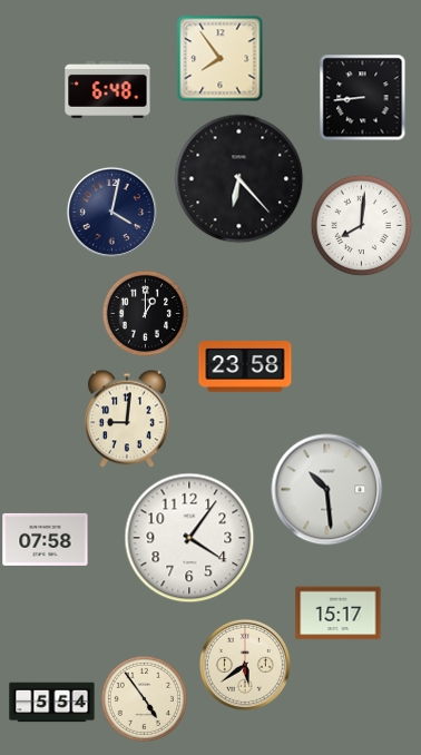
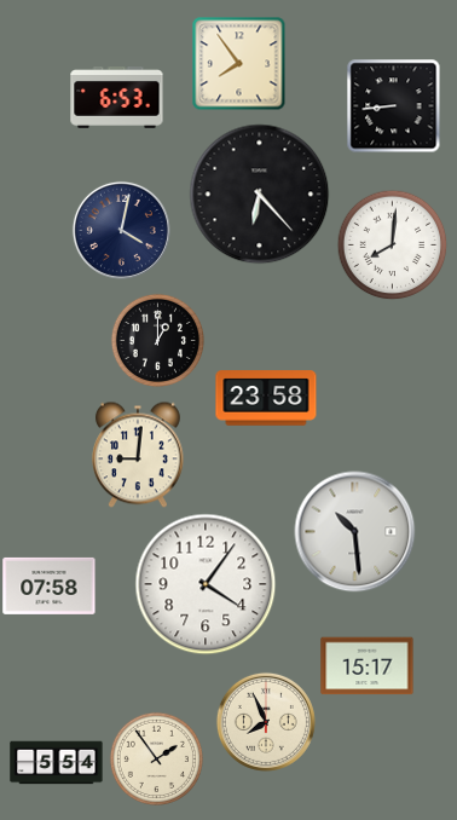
clock at (108, 89): 6:48 -> 6:53
clock at (245, 665): 5:39 -> 7:56
clock at (144, 698): 4:54 -> 1:54
